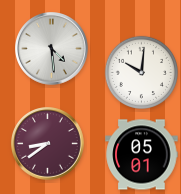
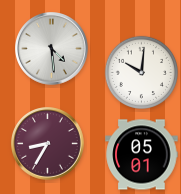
clock at (48, 144): 8:39 -> 8:35
